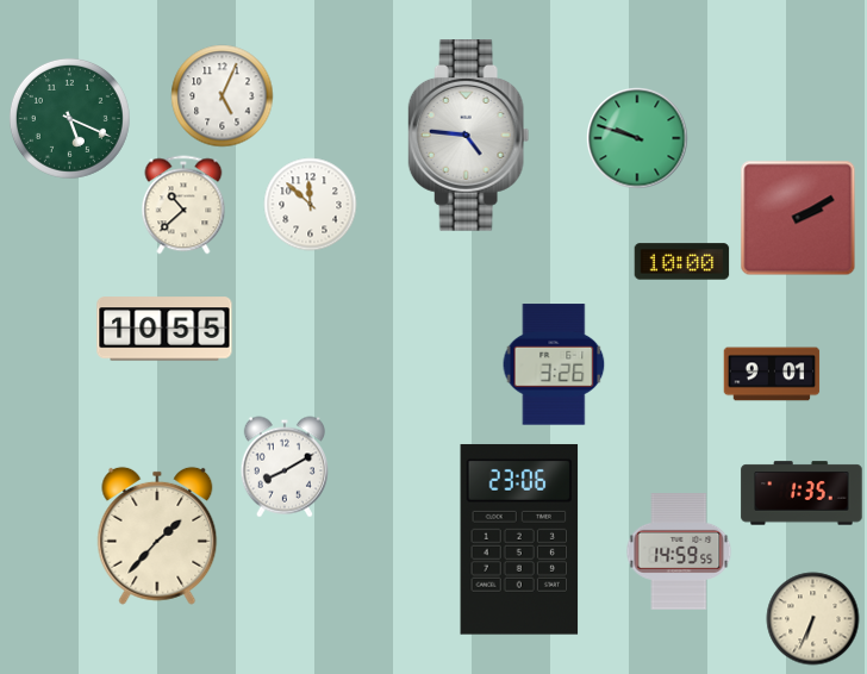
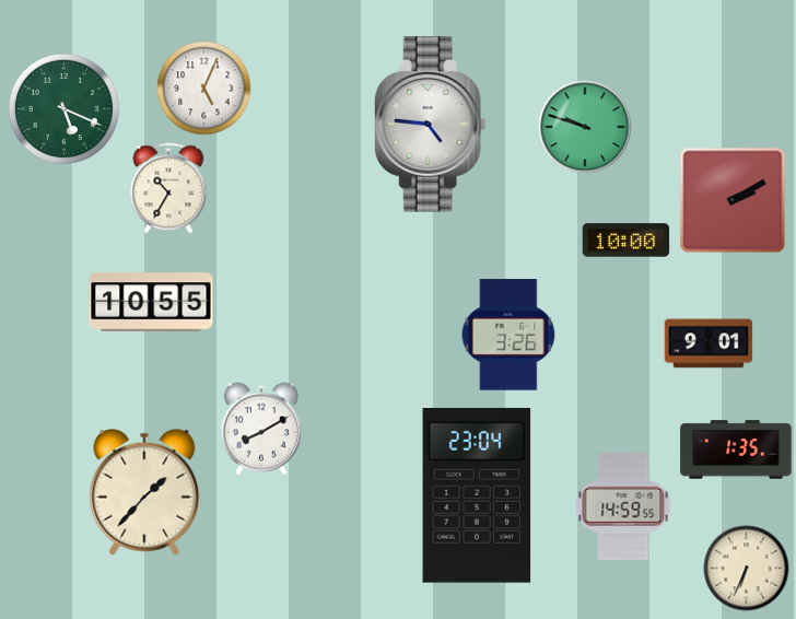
clock at (310, 204): 11:52 -> none
clock at (183, 205): 10:38 -> 10:35
clock at (801, 493) position: (801, 493) -> (736, 449)
clock at (519, 539): 23:06 -> 23:04
